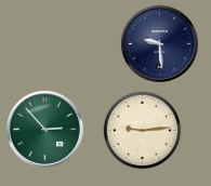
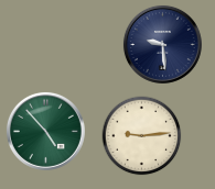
clock at (44, 129): 2:53 -> 4:53
clock at (143, 131) position: (143, 131) -> (142, 136)
